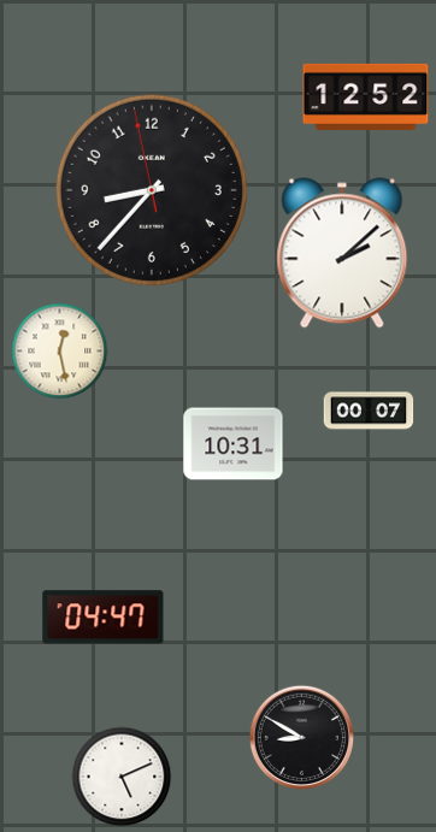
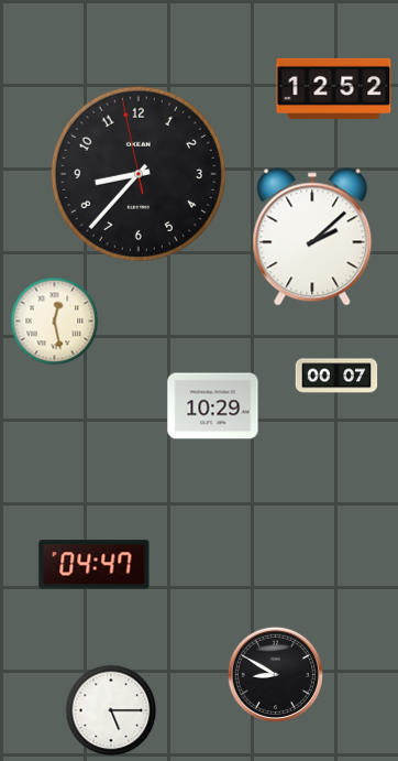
clock at (342, 253) position: (342, 253) -> (312, 237)
clock at (234, 444): 10:31 -> 10:29
clock at (122, 777): 5:11 -> 5:15
